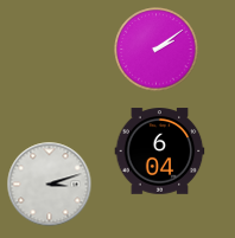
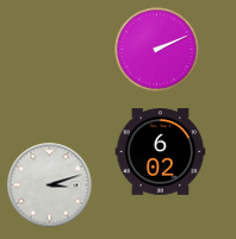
clock at (157, 50): 2:09 -> 2:11
clock at (160, 152): 6:04 -> 6:02
